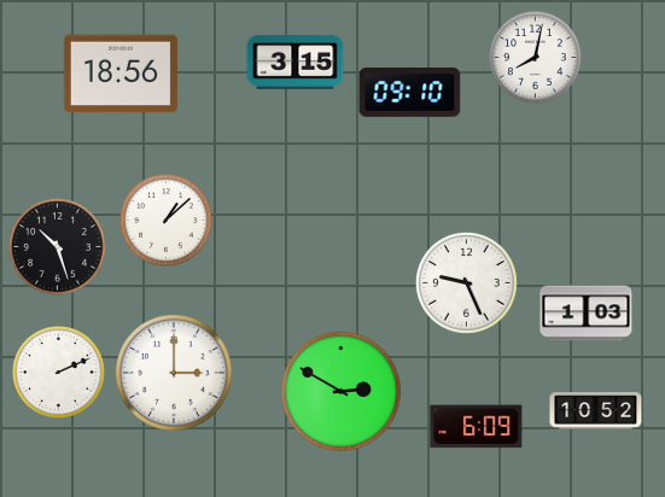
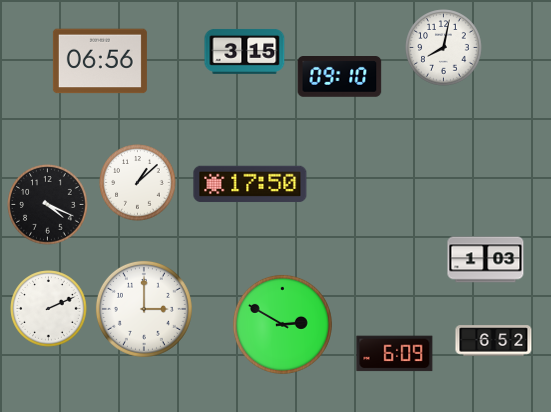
clock at (121, 74): 18:56 -> 06:56
clock at (250, 184): none -> 17:50
clock at (58, 247): 10:27 -> 4:19
clock at (467, 283): 9:26 -> none
clock at (596, 411): 10:52 -> 6:52
